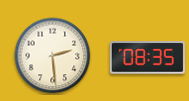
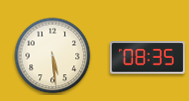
clock at (53, 56): 2:29 -> 5:29
